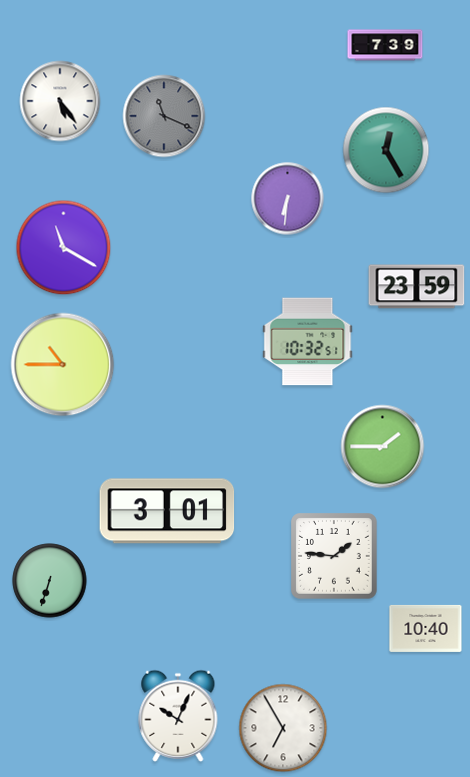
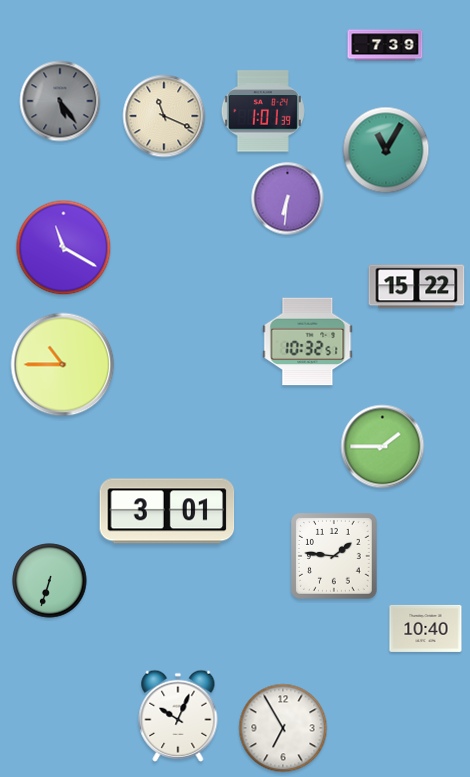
clock at (60, 101) dial: white -> grey
clock at (263, 111): none -> 1:01
clock at (164, 116) dial: grey -> cream
clock at (386, 150): 12:25 -> 11:05
clock at (417, 287): 23:59 -> 15:22
